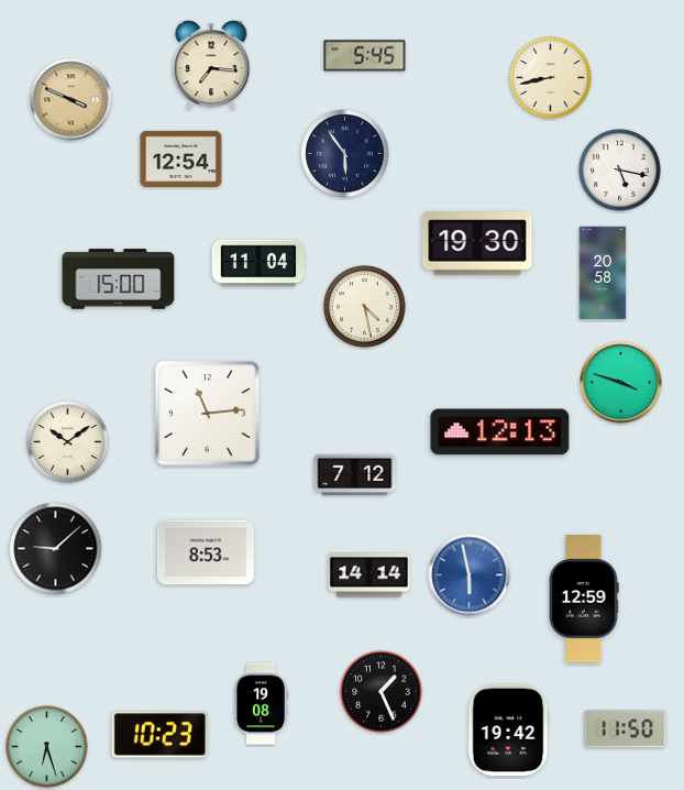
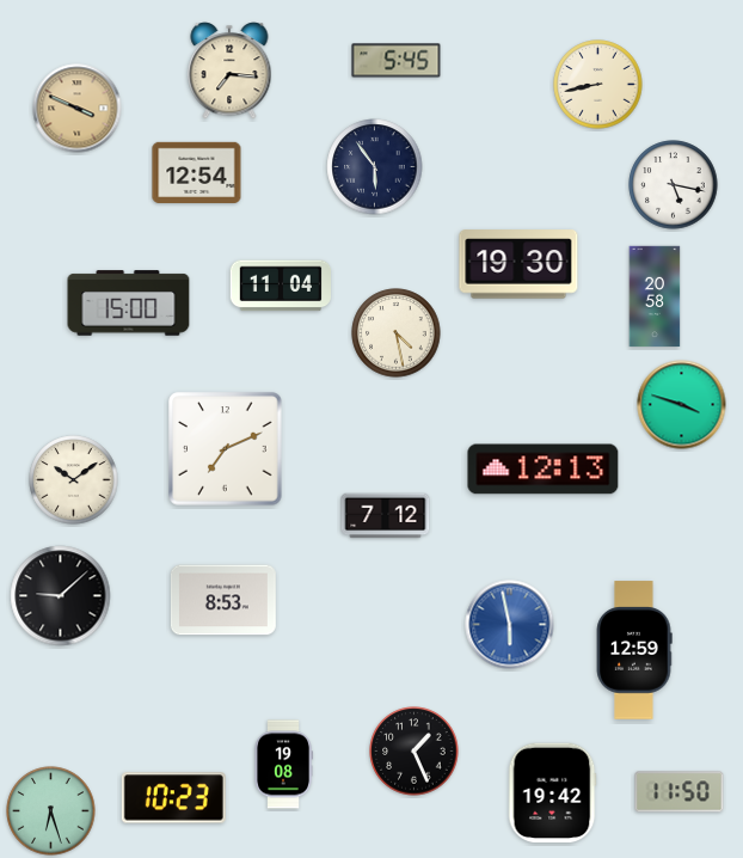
clock at (621, 383) position: (621, 383) -> (682, 405)
clock at (208, 414): 11:14 -> 7:11
clock at (369, 575): 14:14 -> none
